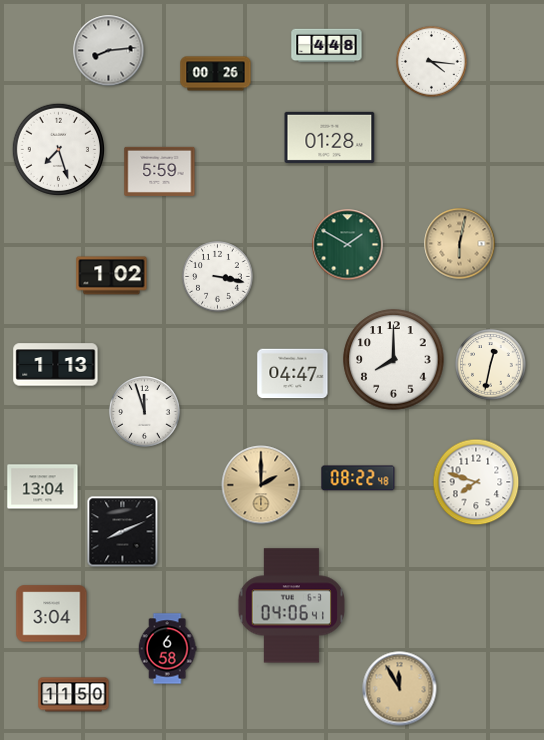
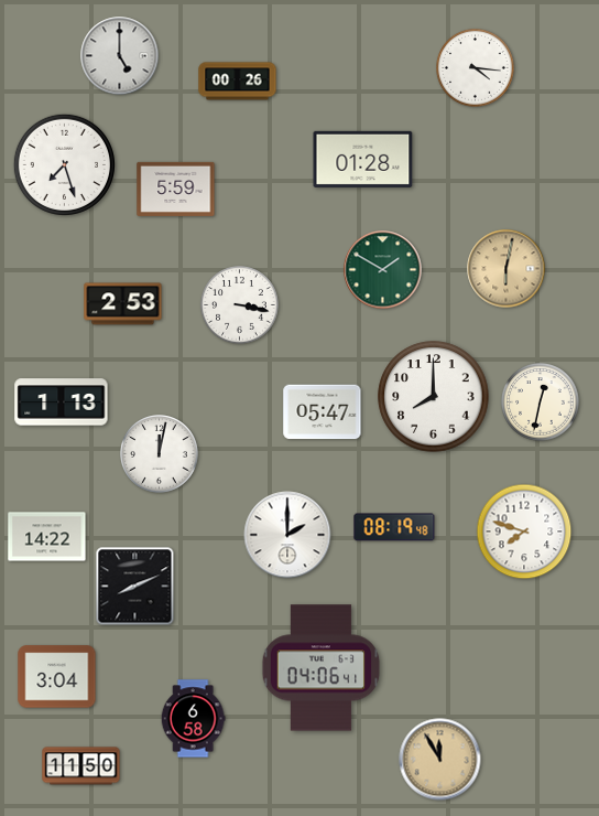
clock at (327, 46): 4:48 -> none
clock at (109, 51): 8:14 -> 5:00
clock at (330, 137) position: (330, 137) -> (363, 159)
clock at (112, 276): 1:02 -> 2:53
clock at (293, 374): 04:47 -> 05:47
clock at (145, 412): 11:57 -> 12:02
clock at (358, 478): 08:22 -> 08:19
clock at (261, 485) dial: champagne -> white
clock at (43, 487): 13:04 -> 14:22
clock at (167, 649) position: (167, 649) -> (193, 719)
